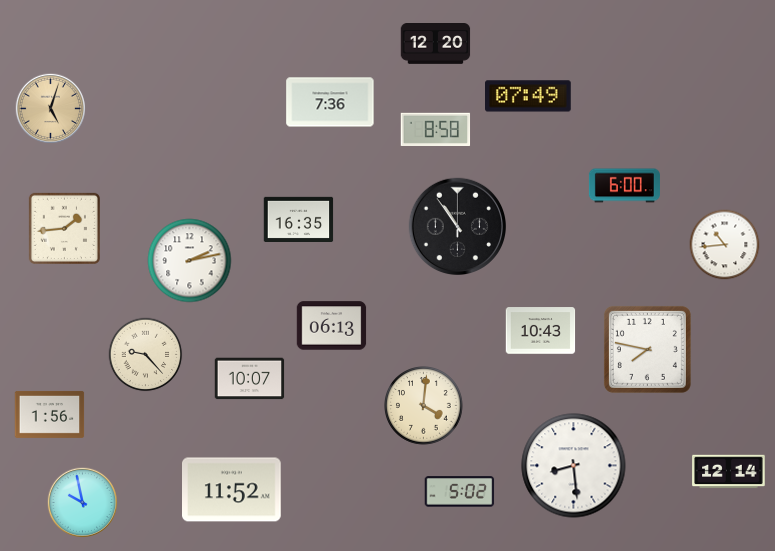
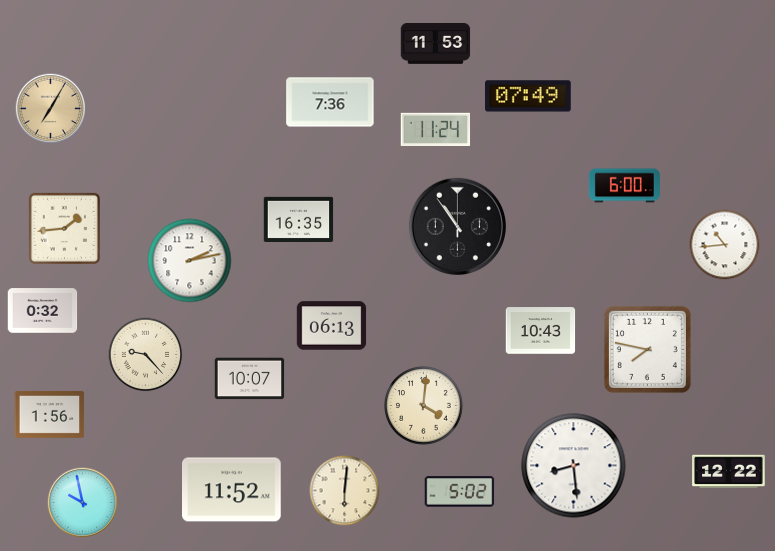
clock at (436, 44): 12:20 -> 11:53
clock at (50, 108): 5:03 -> 7:05
clock at (436, 129): 8:58 -> 11:24
clock at (43, 311): none -> 0:32
clock at (729, 472): 12:14 -> 12:22
clock at (345, 491): none -> 6:01
